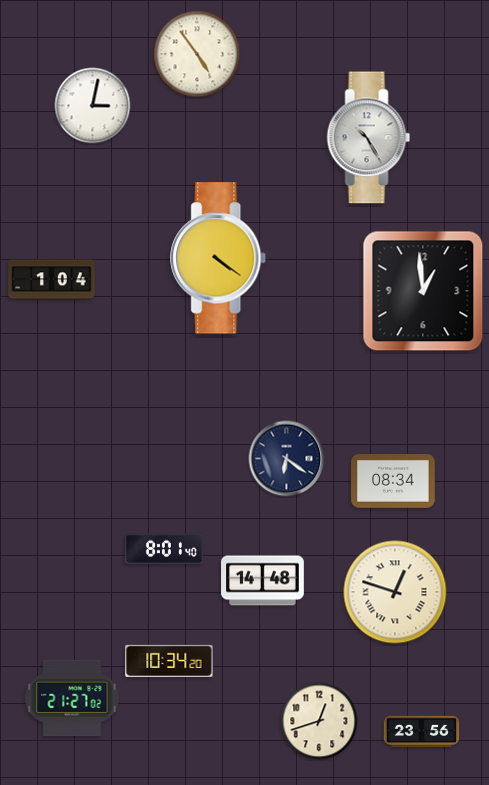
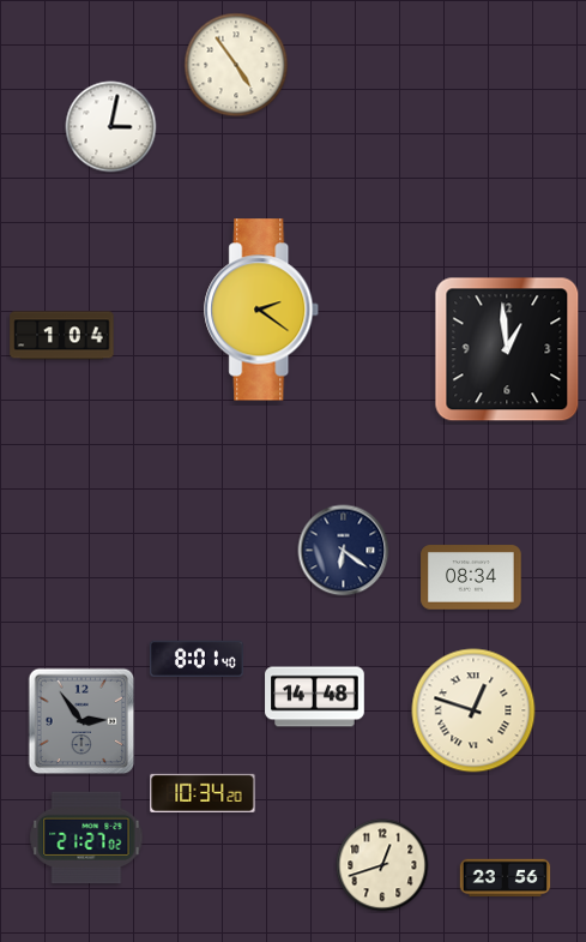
clock at (369, 138): 10:25 -> none
clock at (219, 258): 4:21 -> 2:21
clock at (81, 721): none -> 2:54
